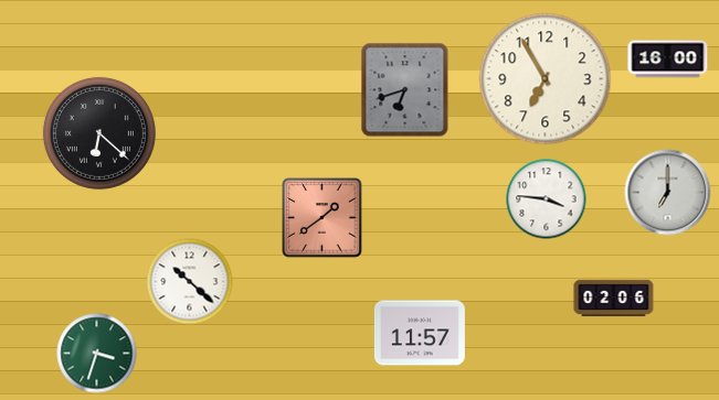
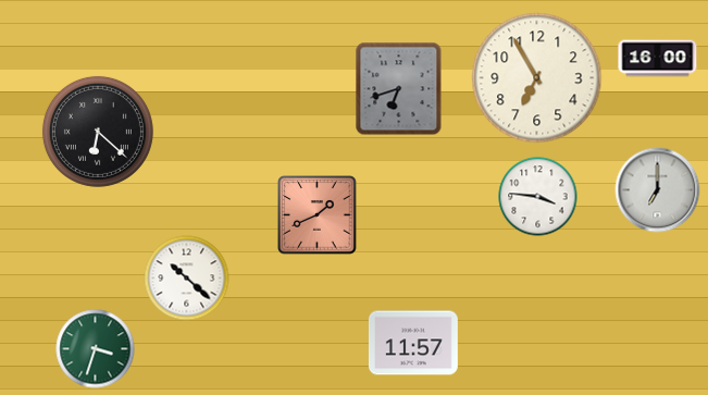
clock at (323, 218): 1:39 -> 1:41
clock at (614, 299): 02:06 -> none
clock at (420, 333) position: (420, 333) -> (413, 343)
